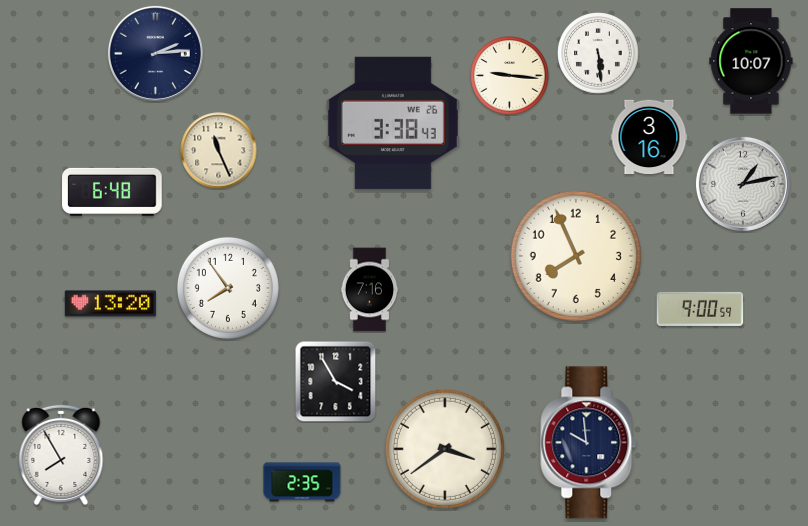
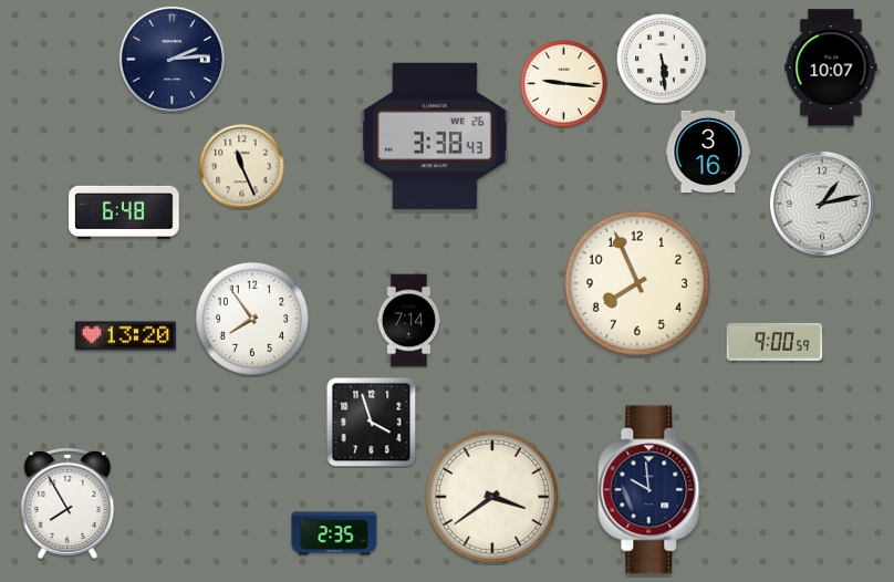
clock at (649, 137) position: (649, 137) -> (708, 152)
clock at (370, 290): 7:16 -> 7:14
clock at (110, 304) position: (110, 304) -> (125, 336)
clock at (336, 382): 3:55 -> 3:57
